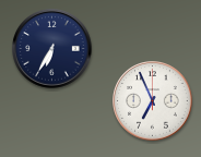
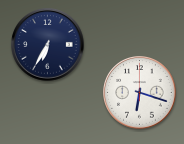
clock at (153, 101): 6:56 -> 6:18
